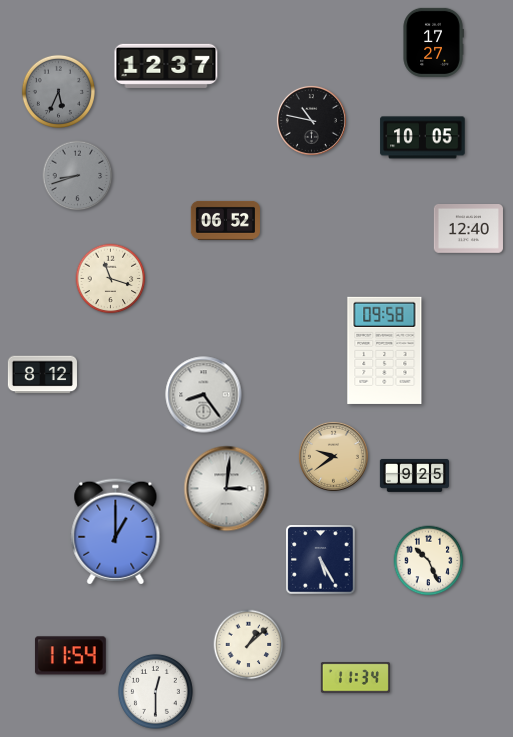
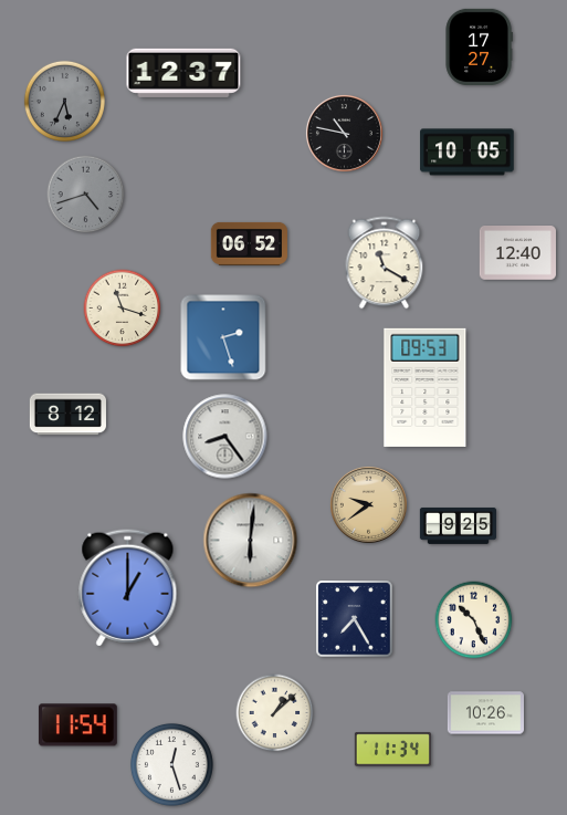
clock at (78, 176): 8:42 -> 4:42
clock at (385, 263): none -> 11:20
clock at (223, 337): none -> 2:27
clock at (385, 350): 09:58 -> 09:53
clock at (42, 375) position: (42, 375) -> (67, 415)
clock at (227, 489): 3:01 -> 6:01
clock at (321, 560): 5:25 -> 7:25
clock at (485, 713): none -> 10:26
clock at (155, 691): 12:30 -> 12:27
